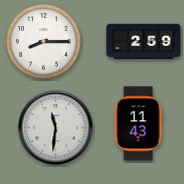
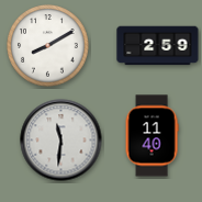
clock at (44, 42): 8:15 -> 8:10
clock at (138, 124): 11:43 -> 11:40
